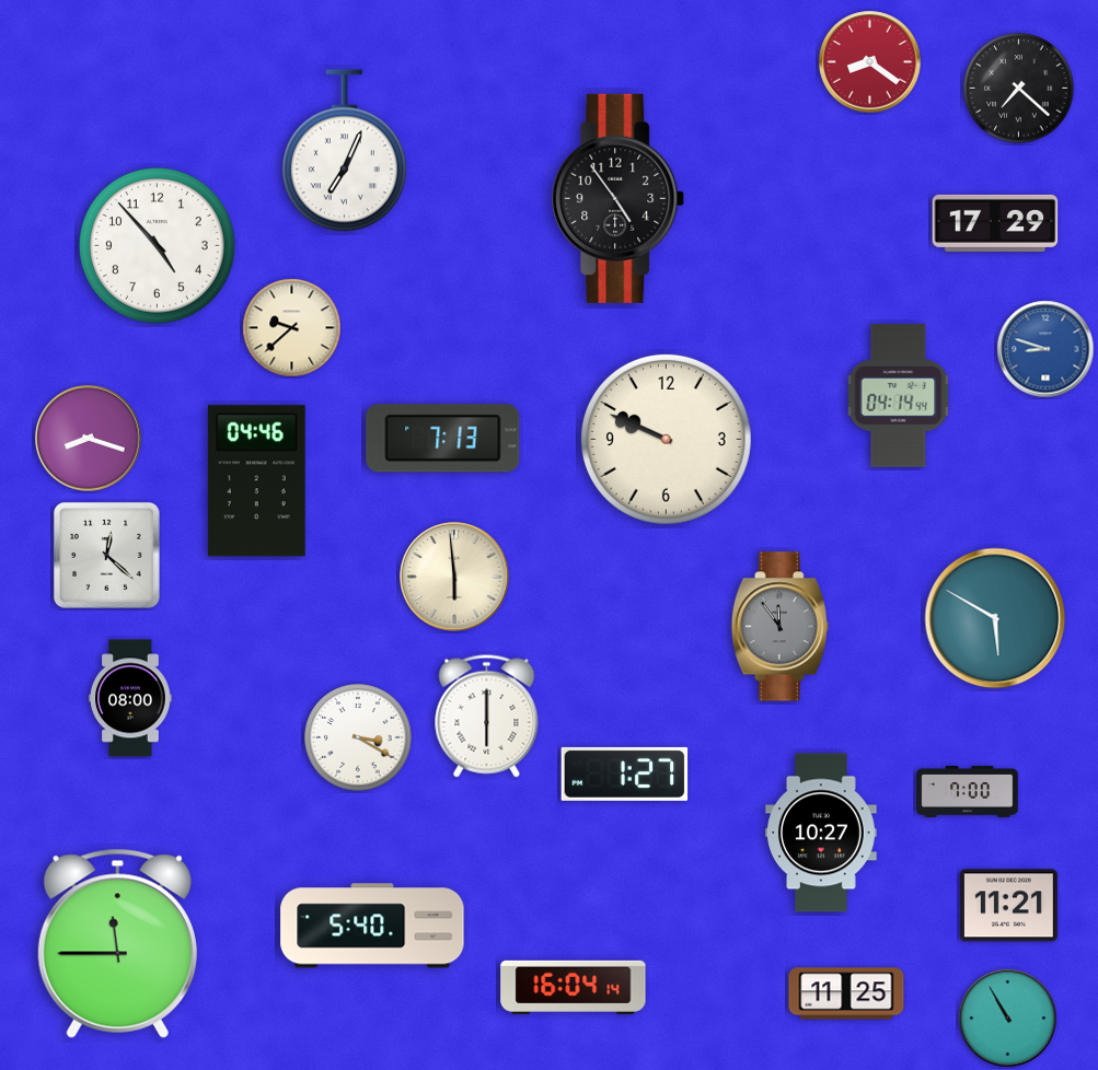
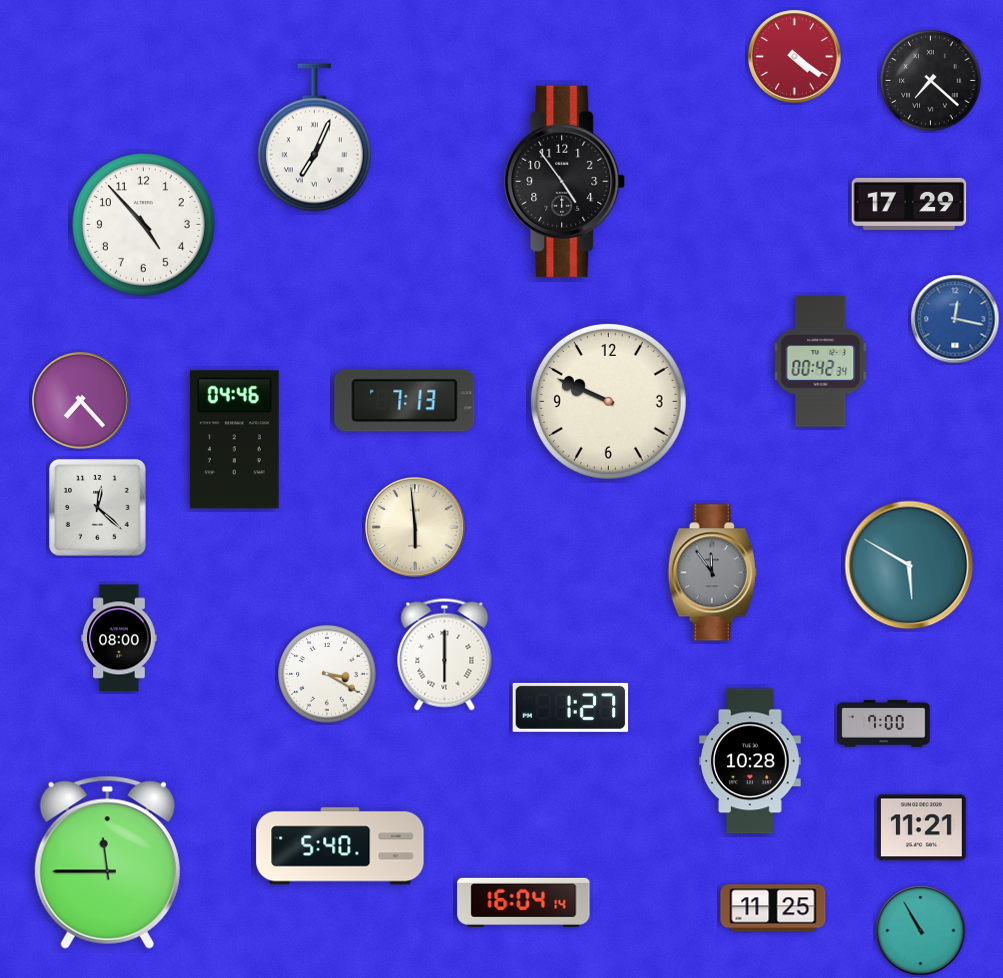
clock at (870, 62): 8:21 -> 4:21
clock at (292, 328): 9:38 -> none
clock at (1045, 349): 8:48 -> 12:17
clock at (899, 396): 04:14 -> 00:42
clock at (89, 439): 8:18 -> 7:23
clock at (822, 833): 10:27 -> 10:28
